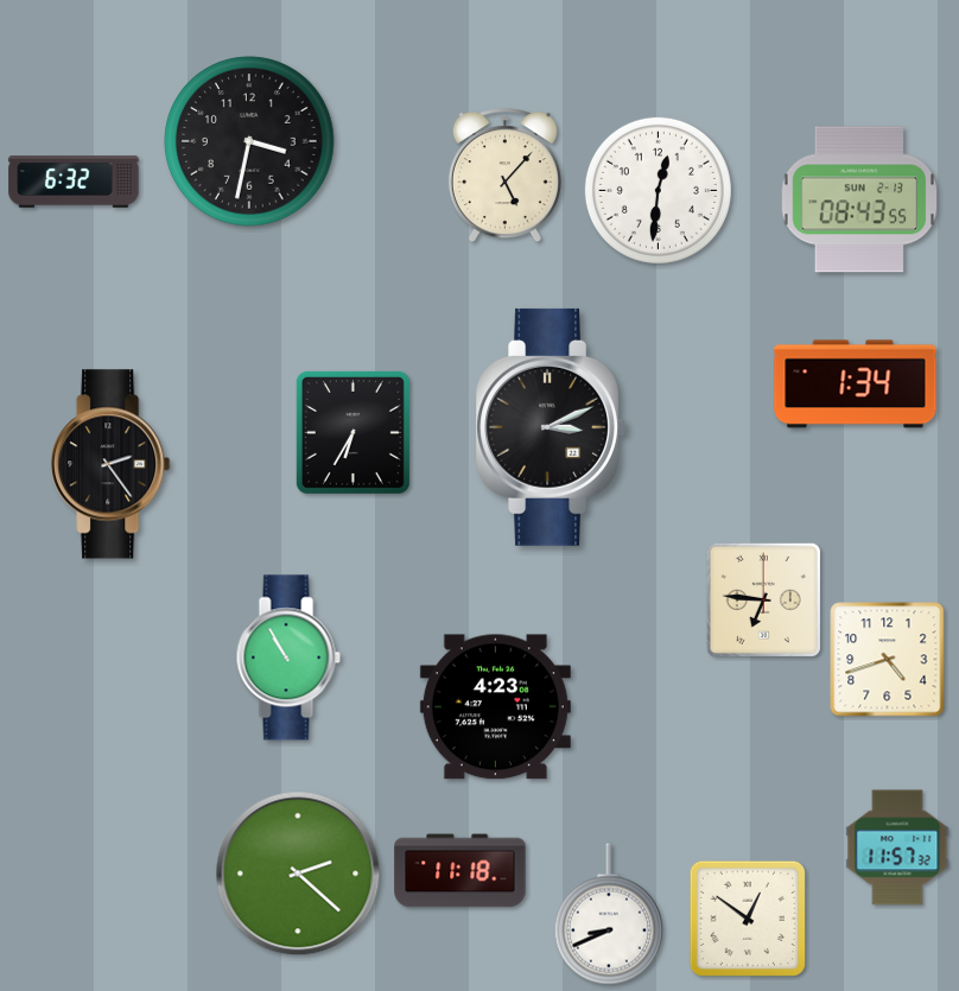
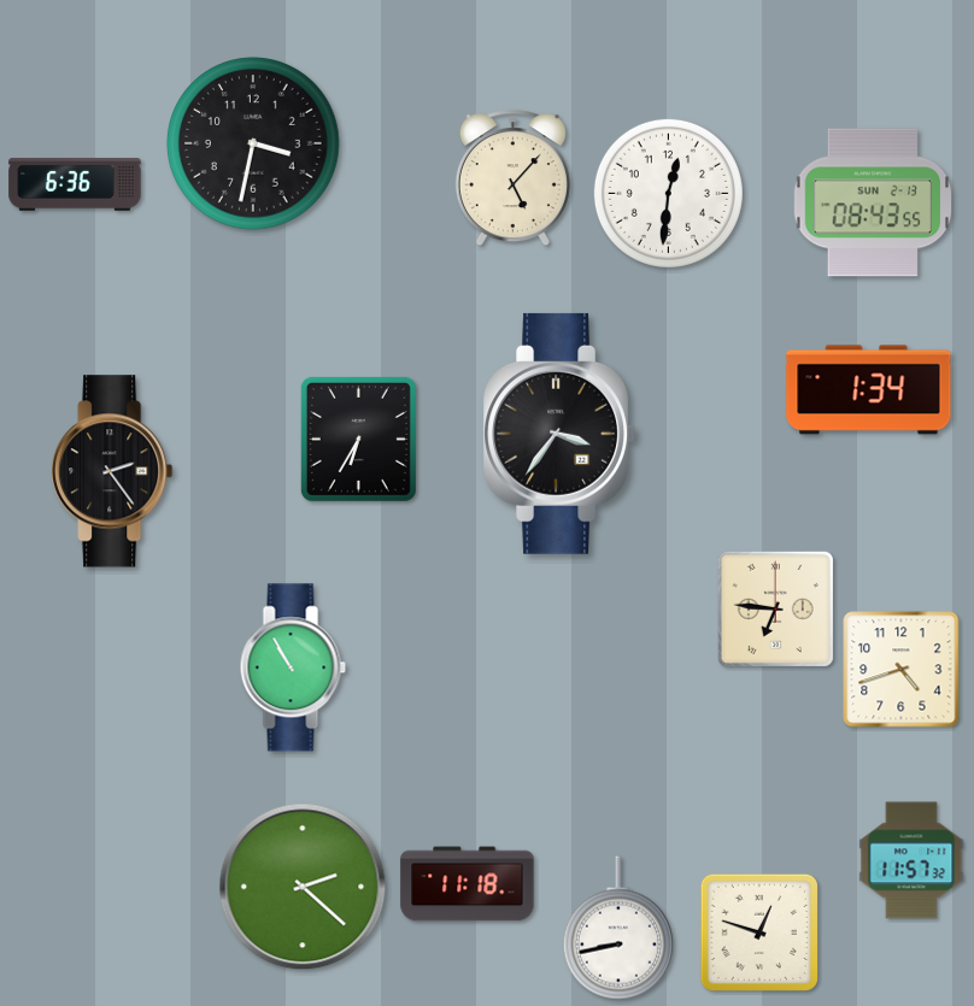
clock at (74, 182): 6:32 -> 6:36
clock at (550, 427): 3:11 -> 3:36
clock at (495, 707): 4:23 -> none
clock at (609, 914): 8:41 -> 8:43
clock at (748, 919): 12:51 -> 12:48
